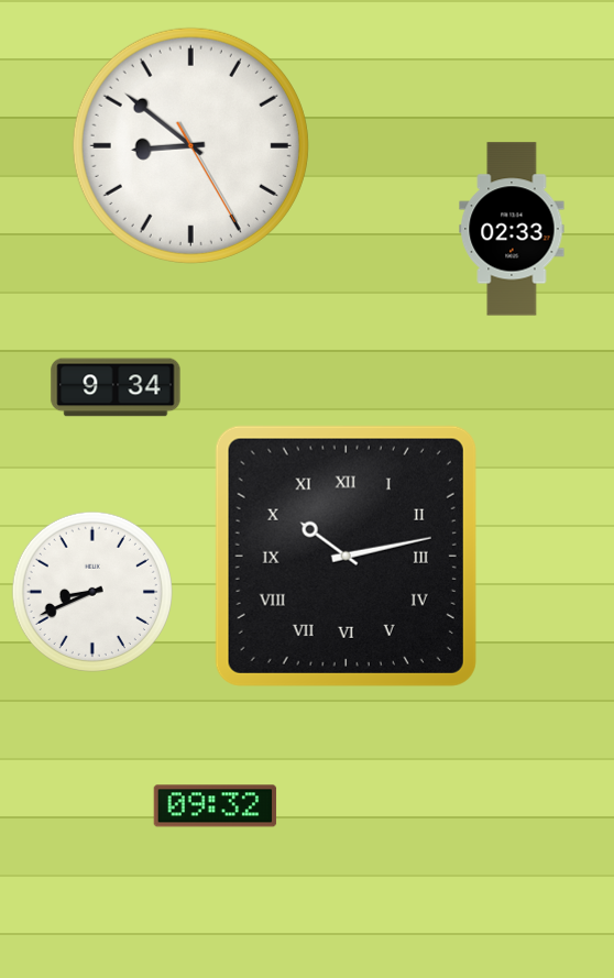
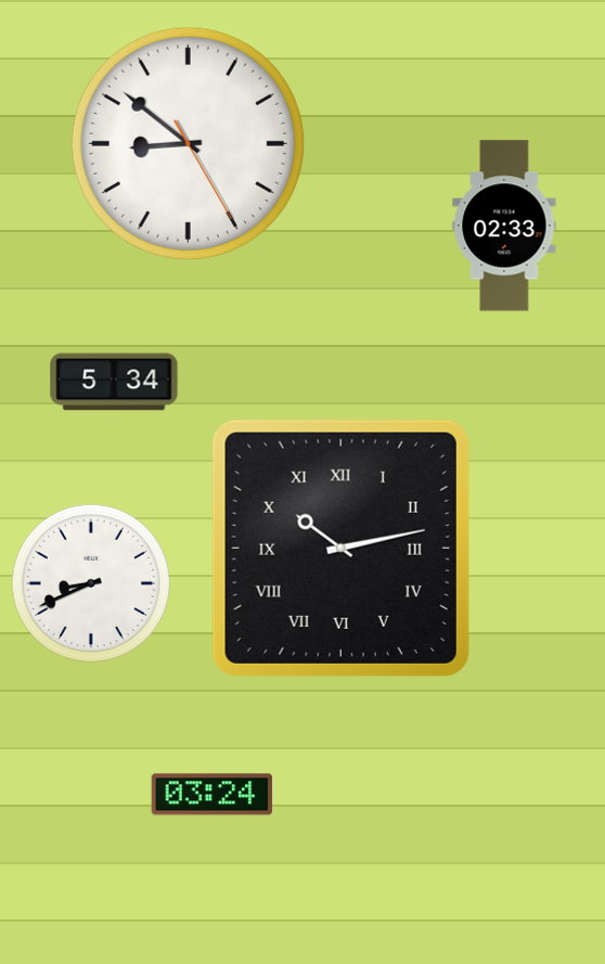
clock at (116, 387): 9:34 -> 5:34
clock at (216, 806): 09:32 -> 03:24
